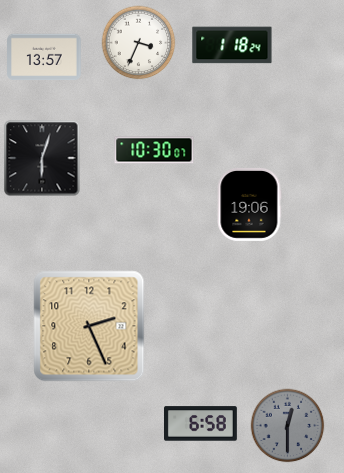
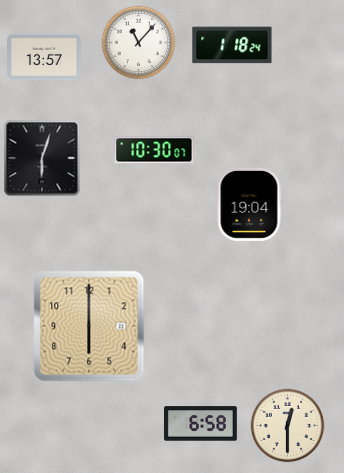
clock at (139, 43): 3:34 -> 11:07
clock at (249, 204): 19:06 -> 19:04
clock at (89, 326): 2:26 -> 6:00
clock at (288, 426) dial: grey -> cream
